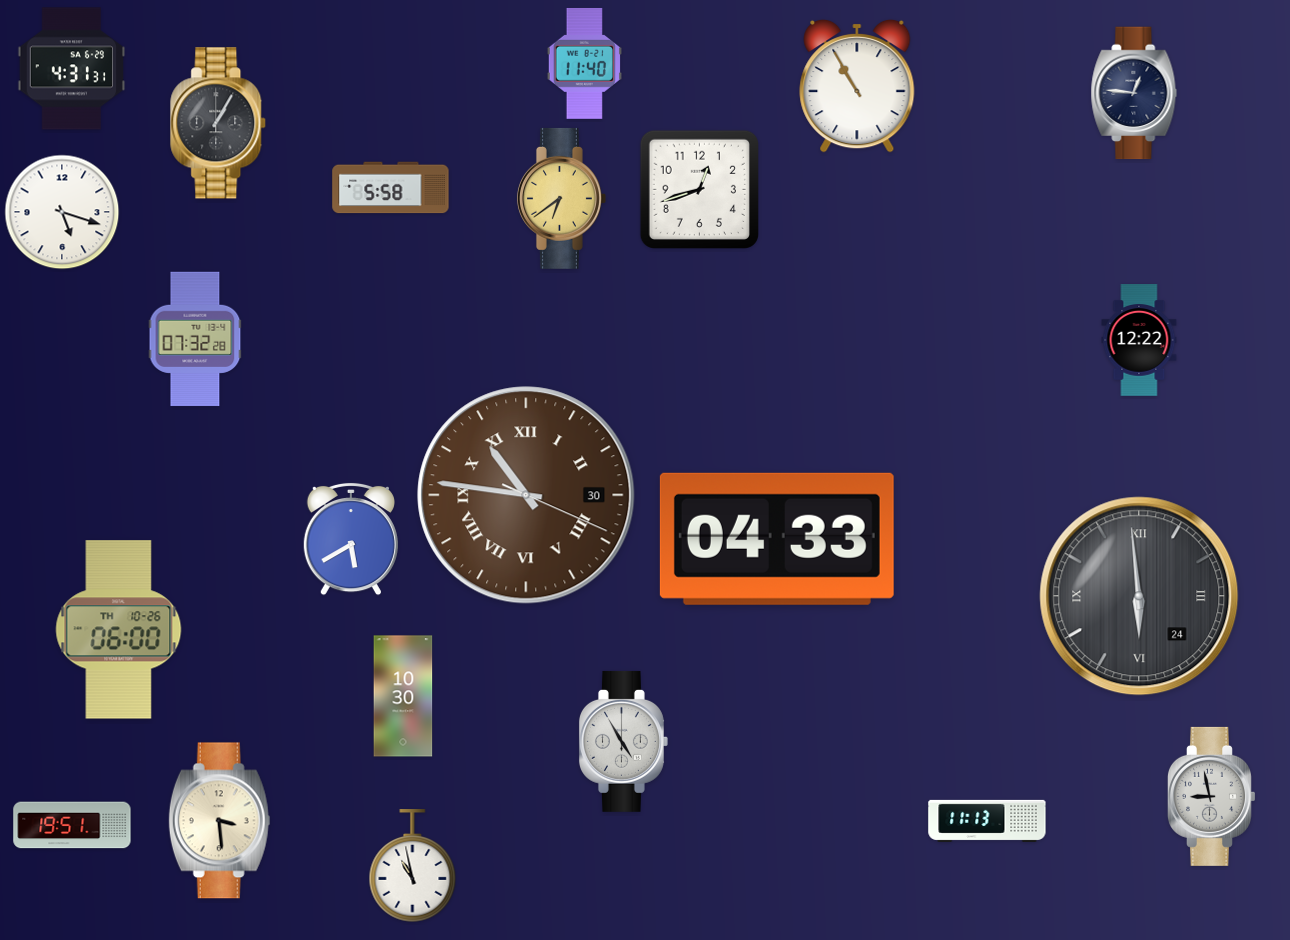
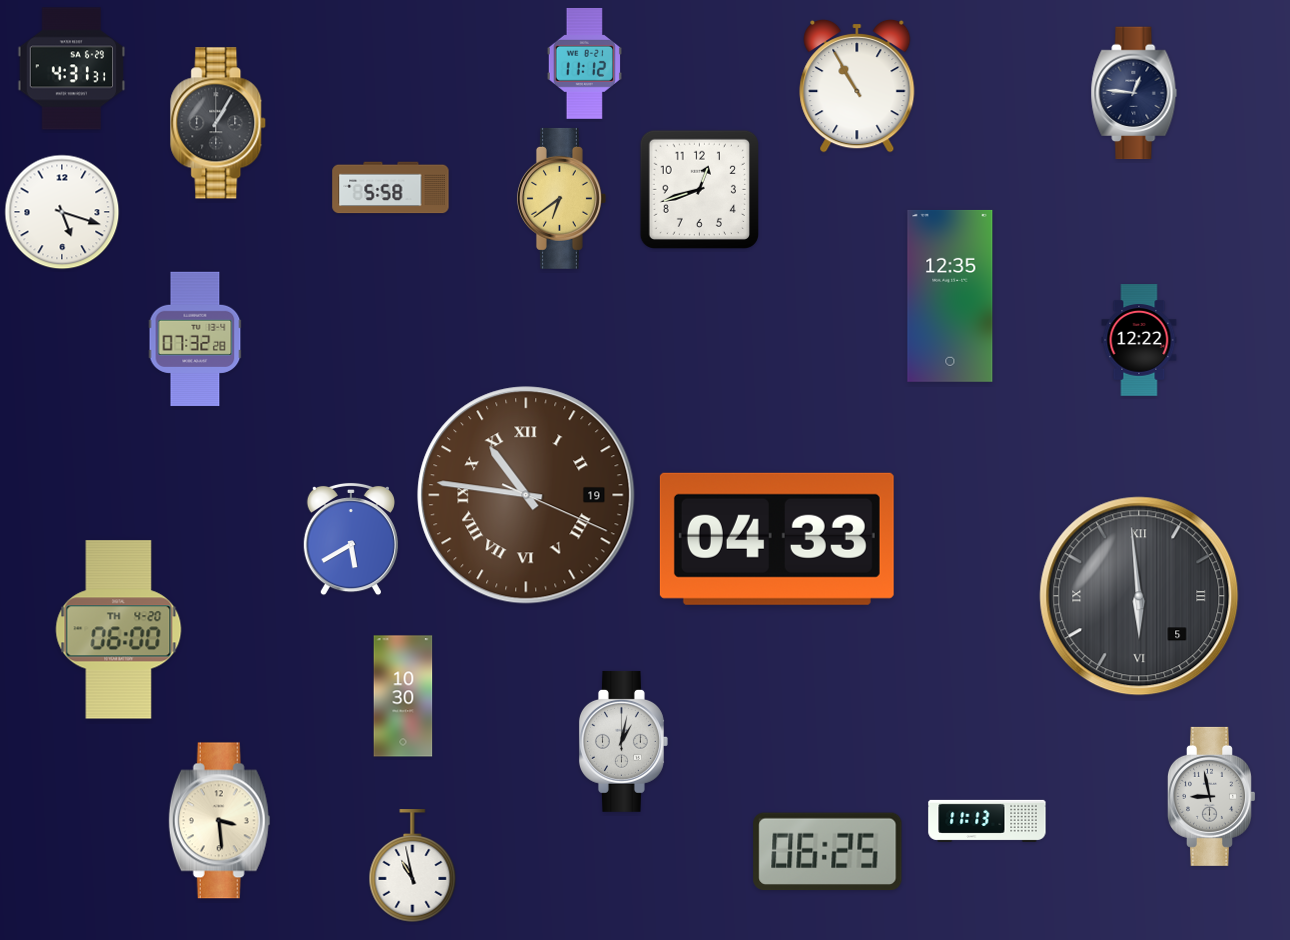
clock at (584, 63): 11:40 -> 11:12
clock at (950, 296): none -> 12:35
clock at (526, 495) date: 30 -> 19
clock at (1139, 596) date: 24 -> 5
clock at (119, 630) date: TH 10-26 -> TH 4-20
clock at (624, 741): 4:55 -> 1:02
clock at (72, 825): 19:51 -> none
clock at (828, 852): none -> 06:25
